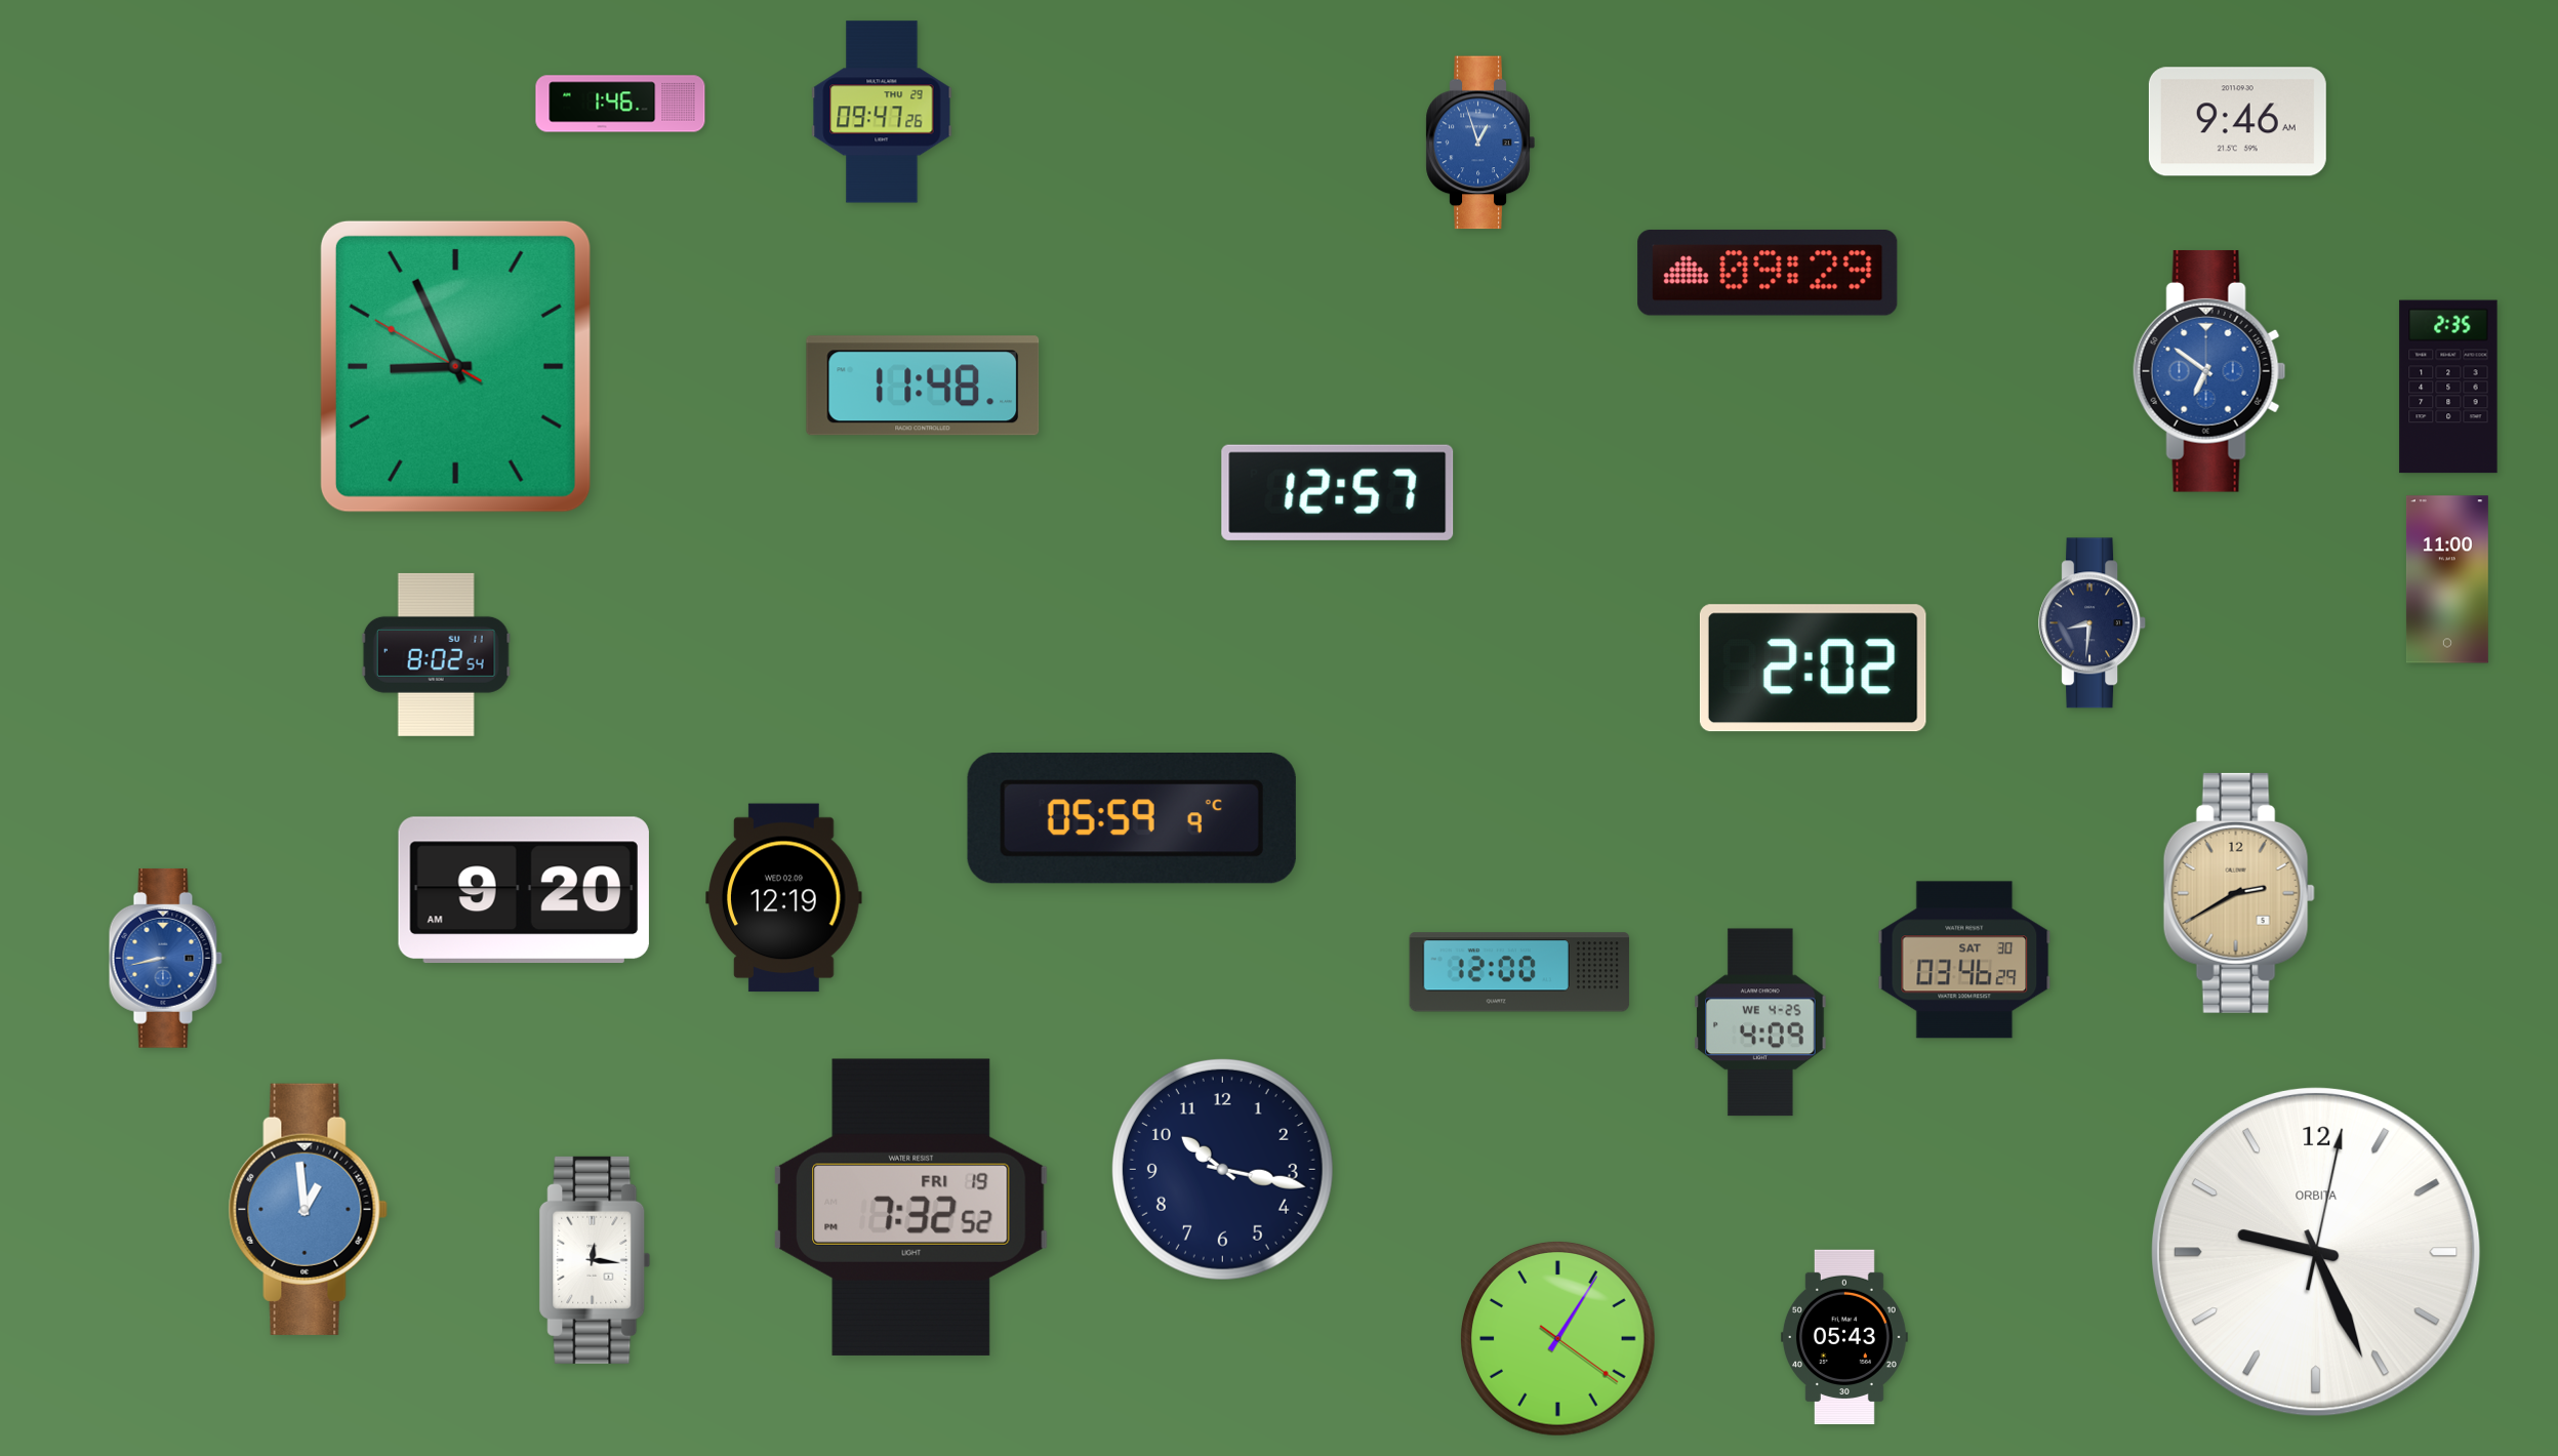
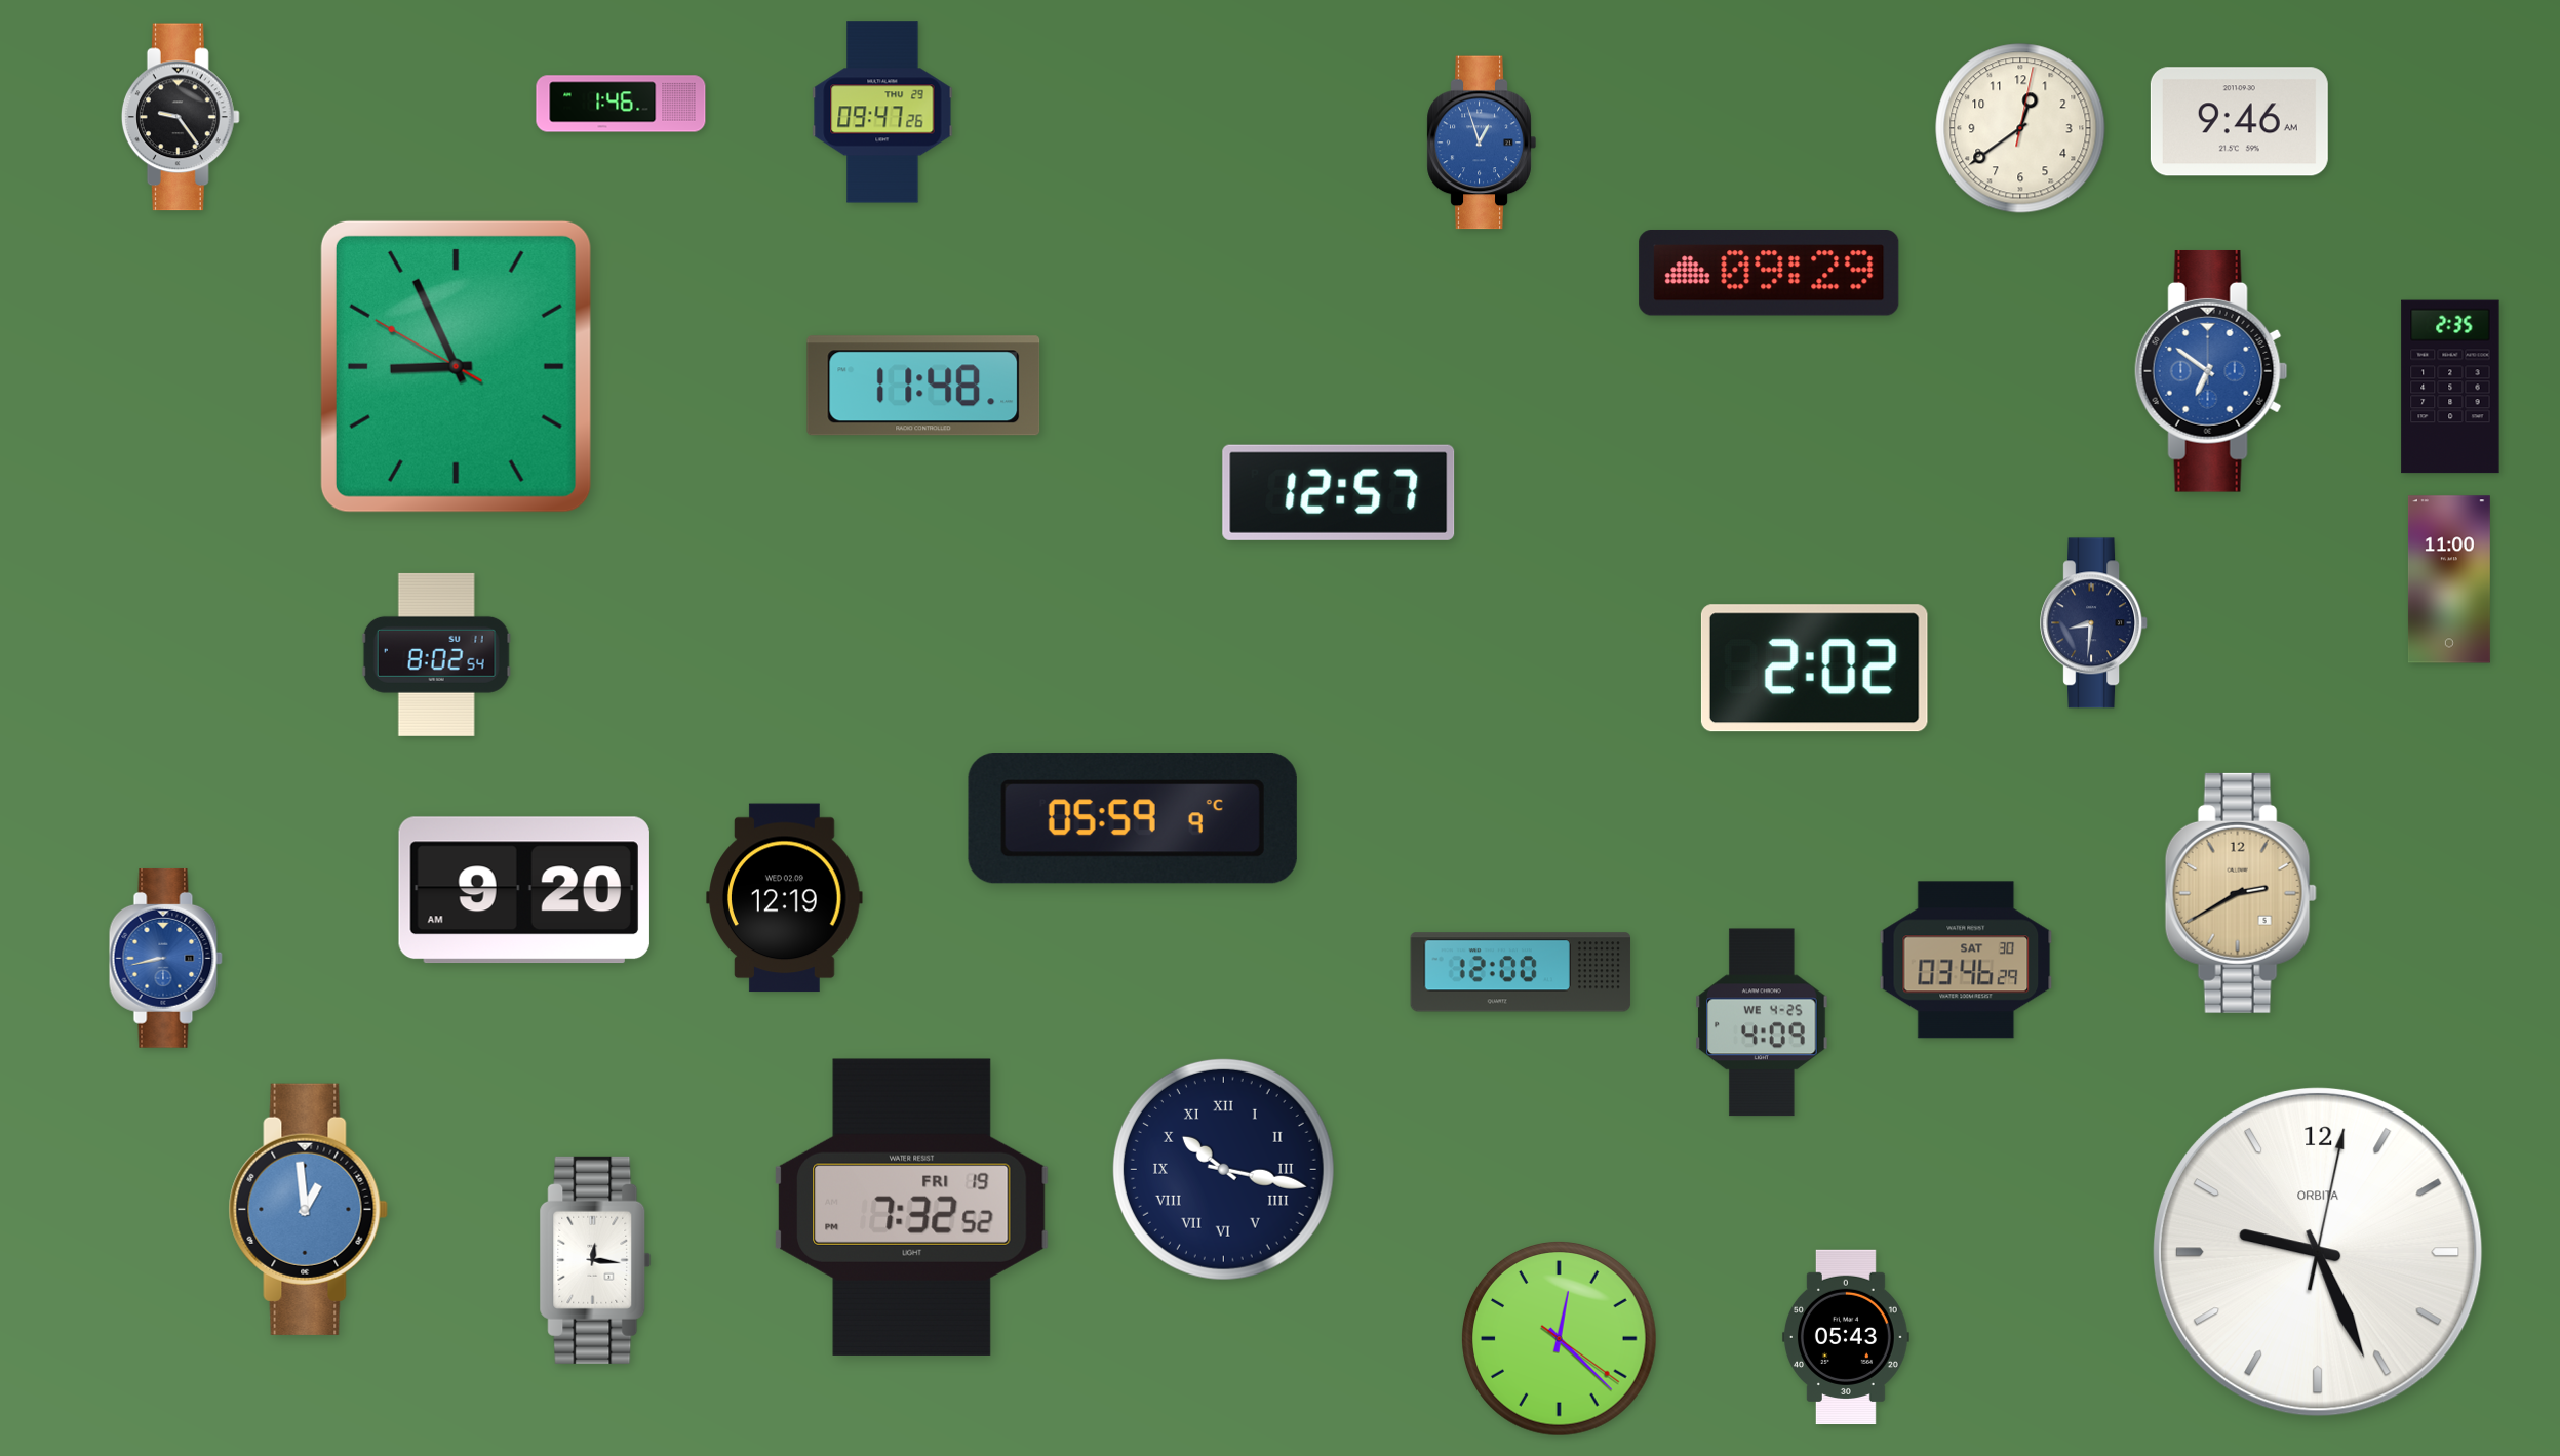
clock at (181, 117): none -> 9:24
clock at (2020, 128): none -> 12:39
clock at (1222, 1169) numerals: Arabic -> Roman
clock at (1558, 1339): 1:05 -> 12:22
